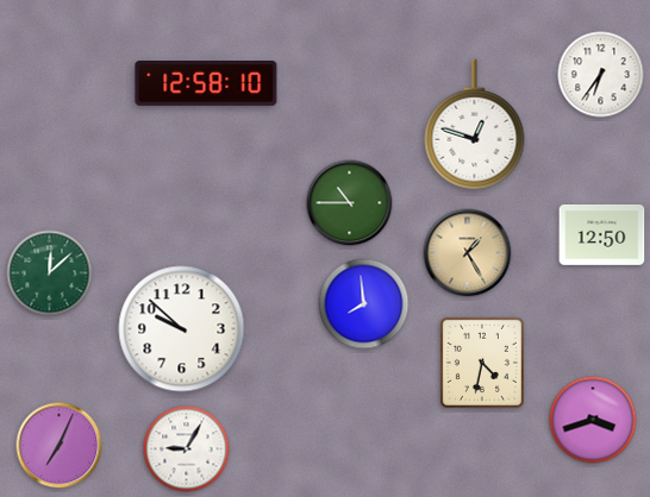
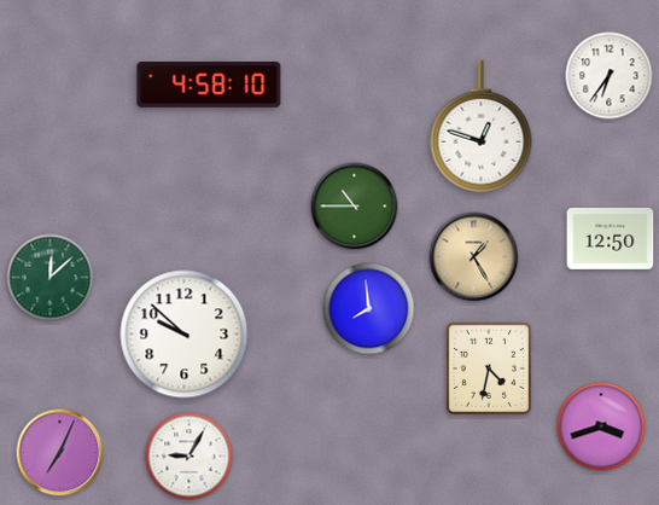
clock at (206, 84): 12:58 -> 4:58
